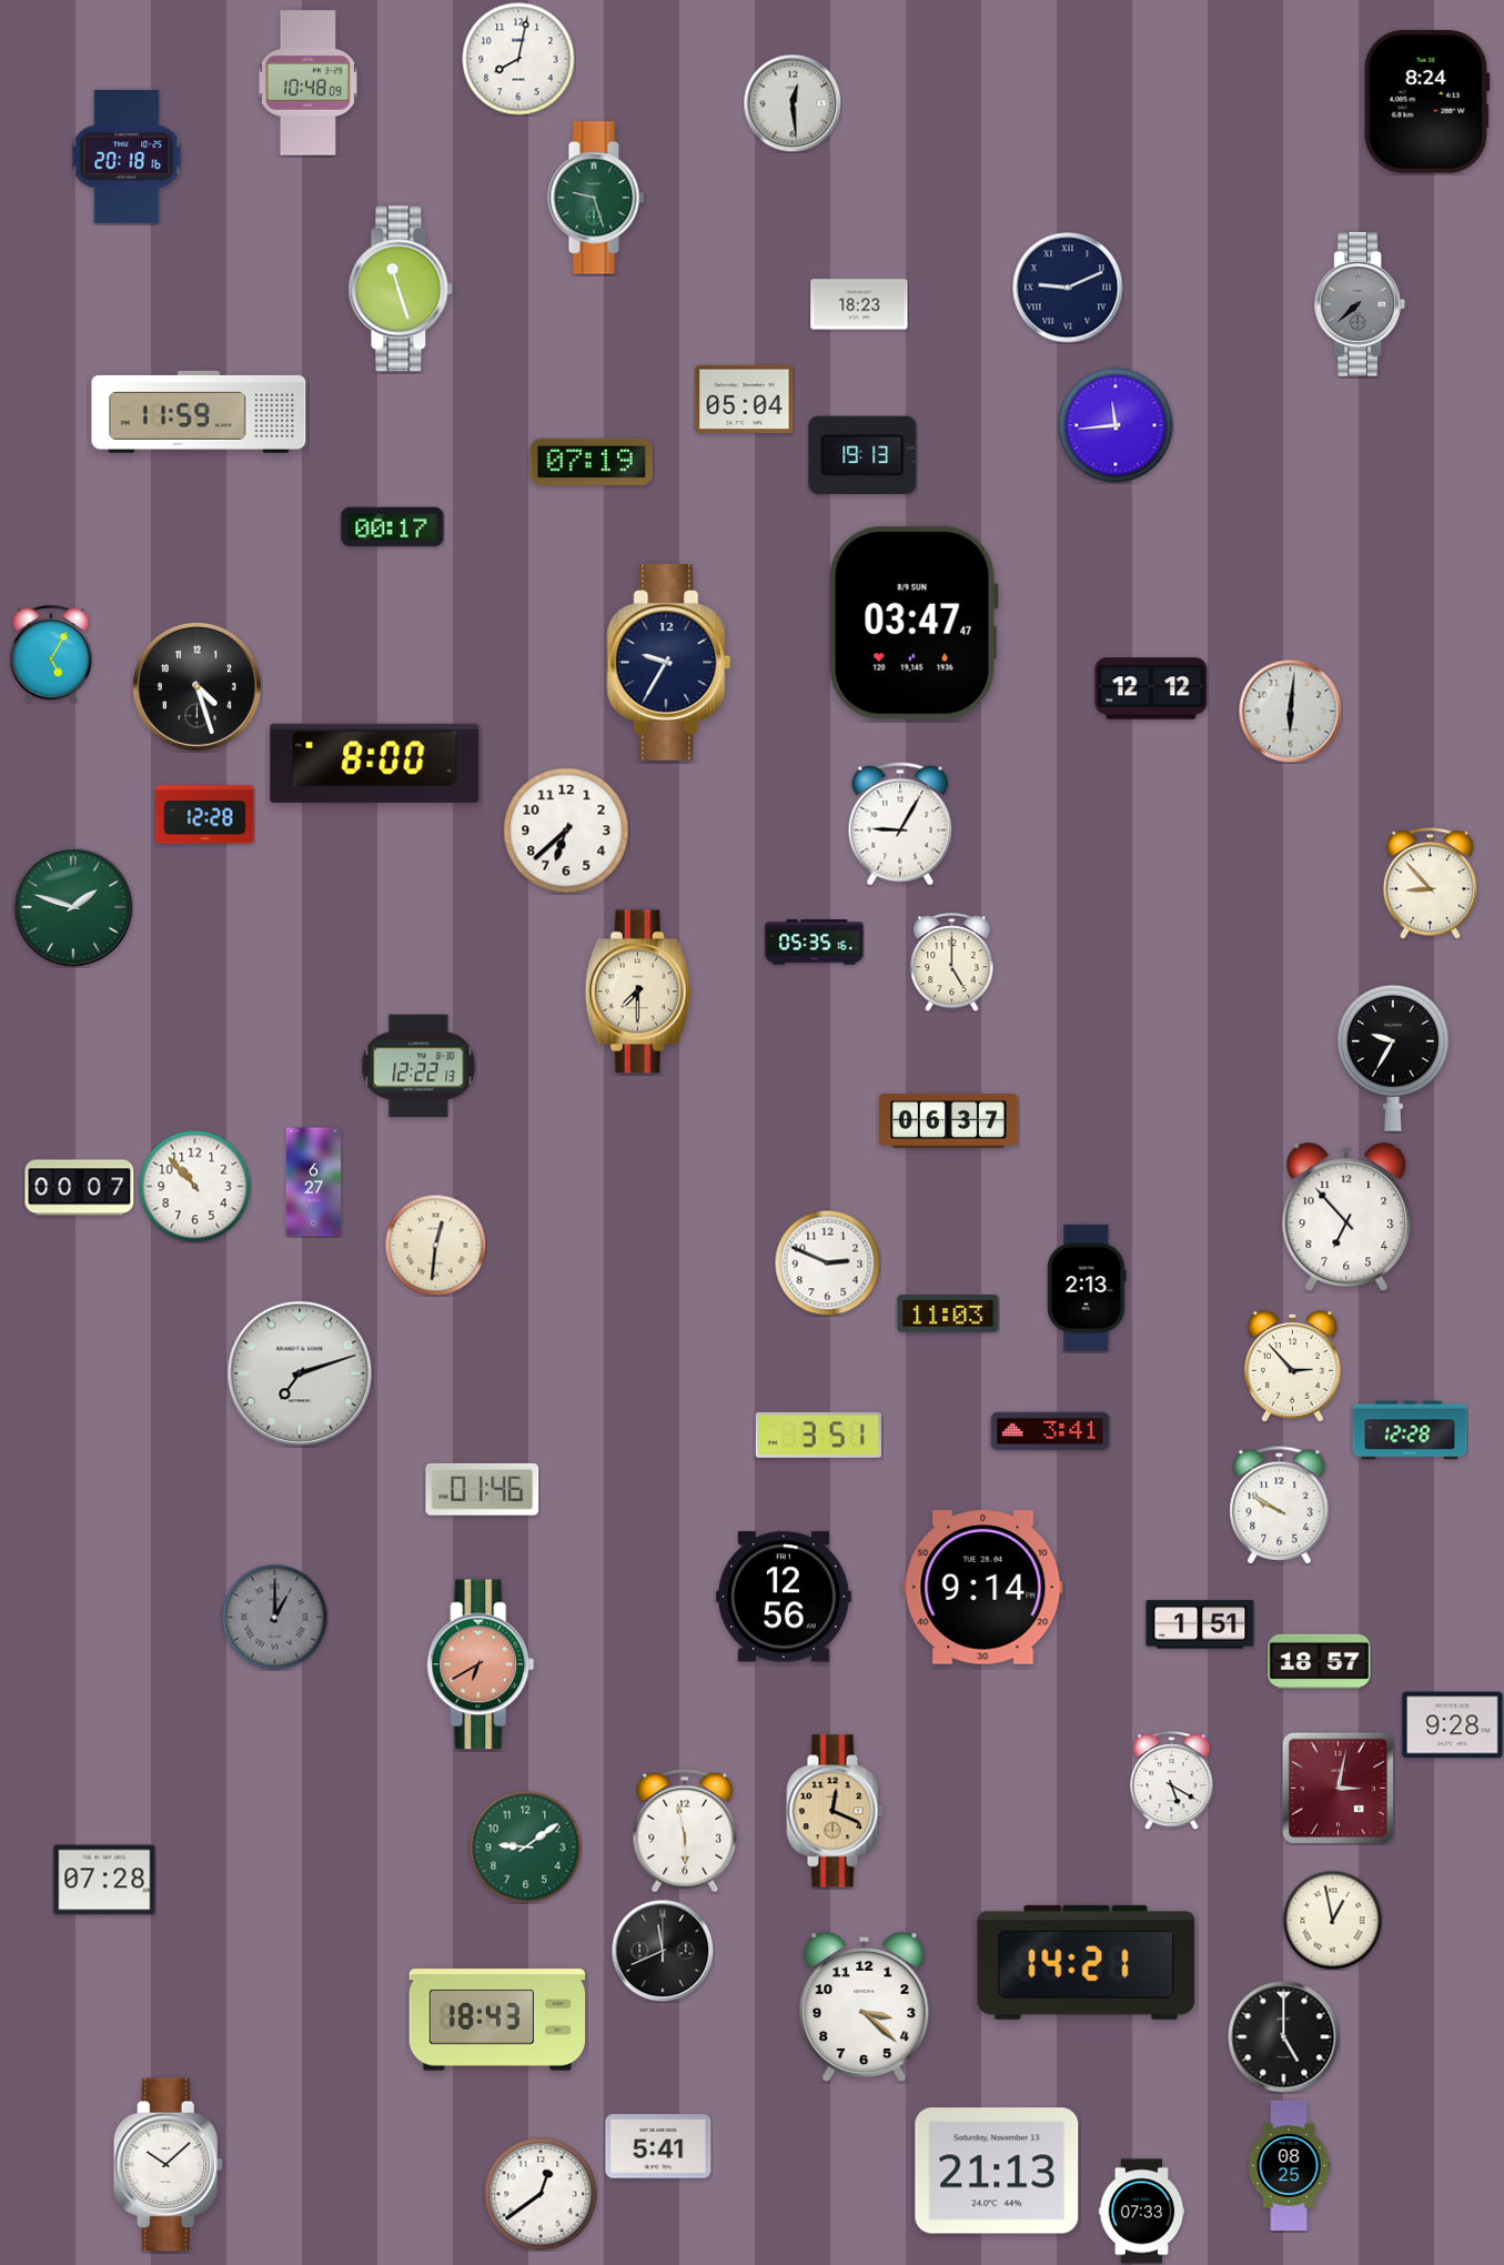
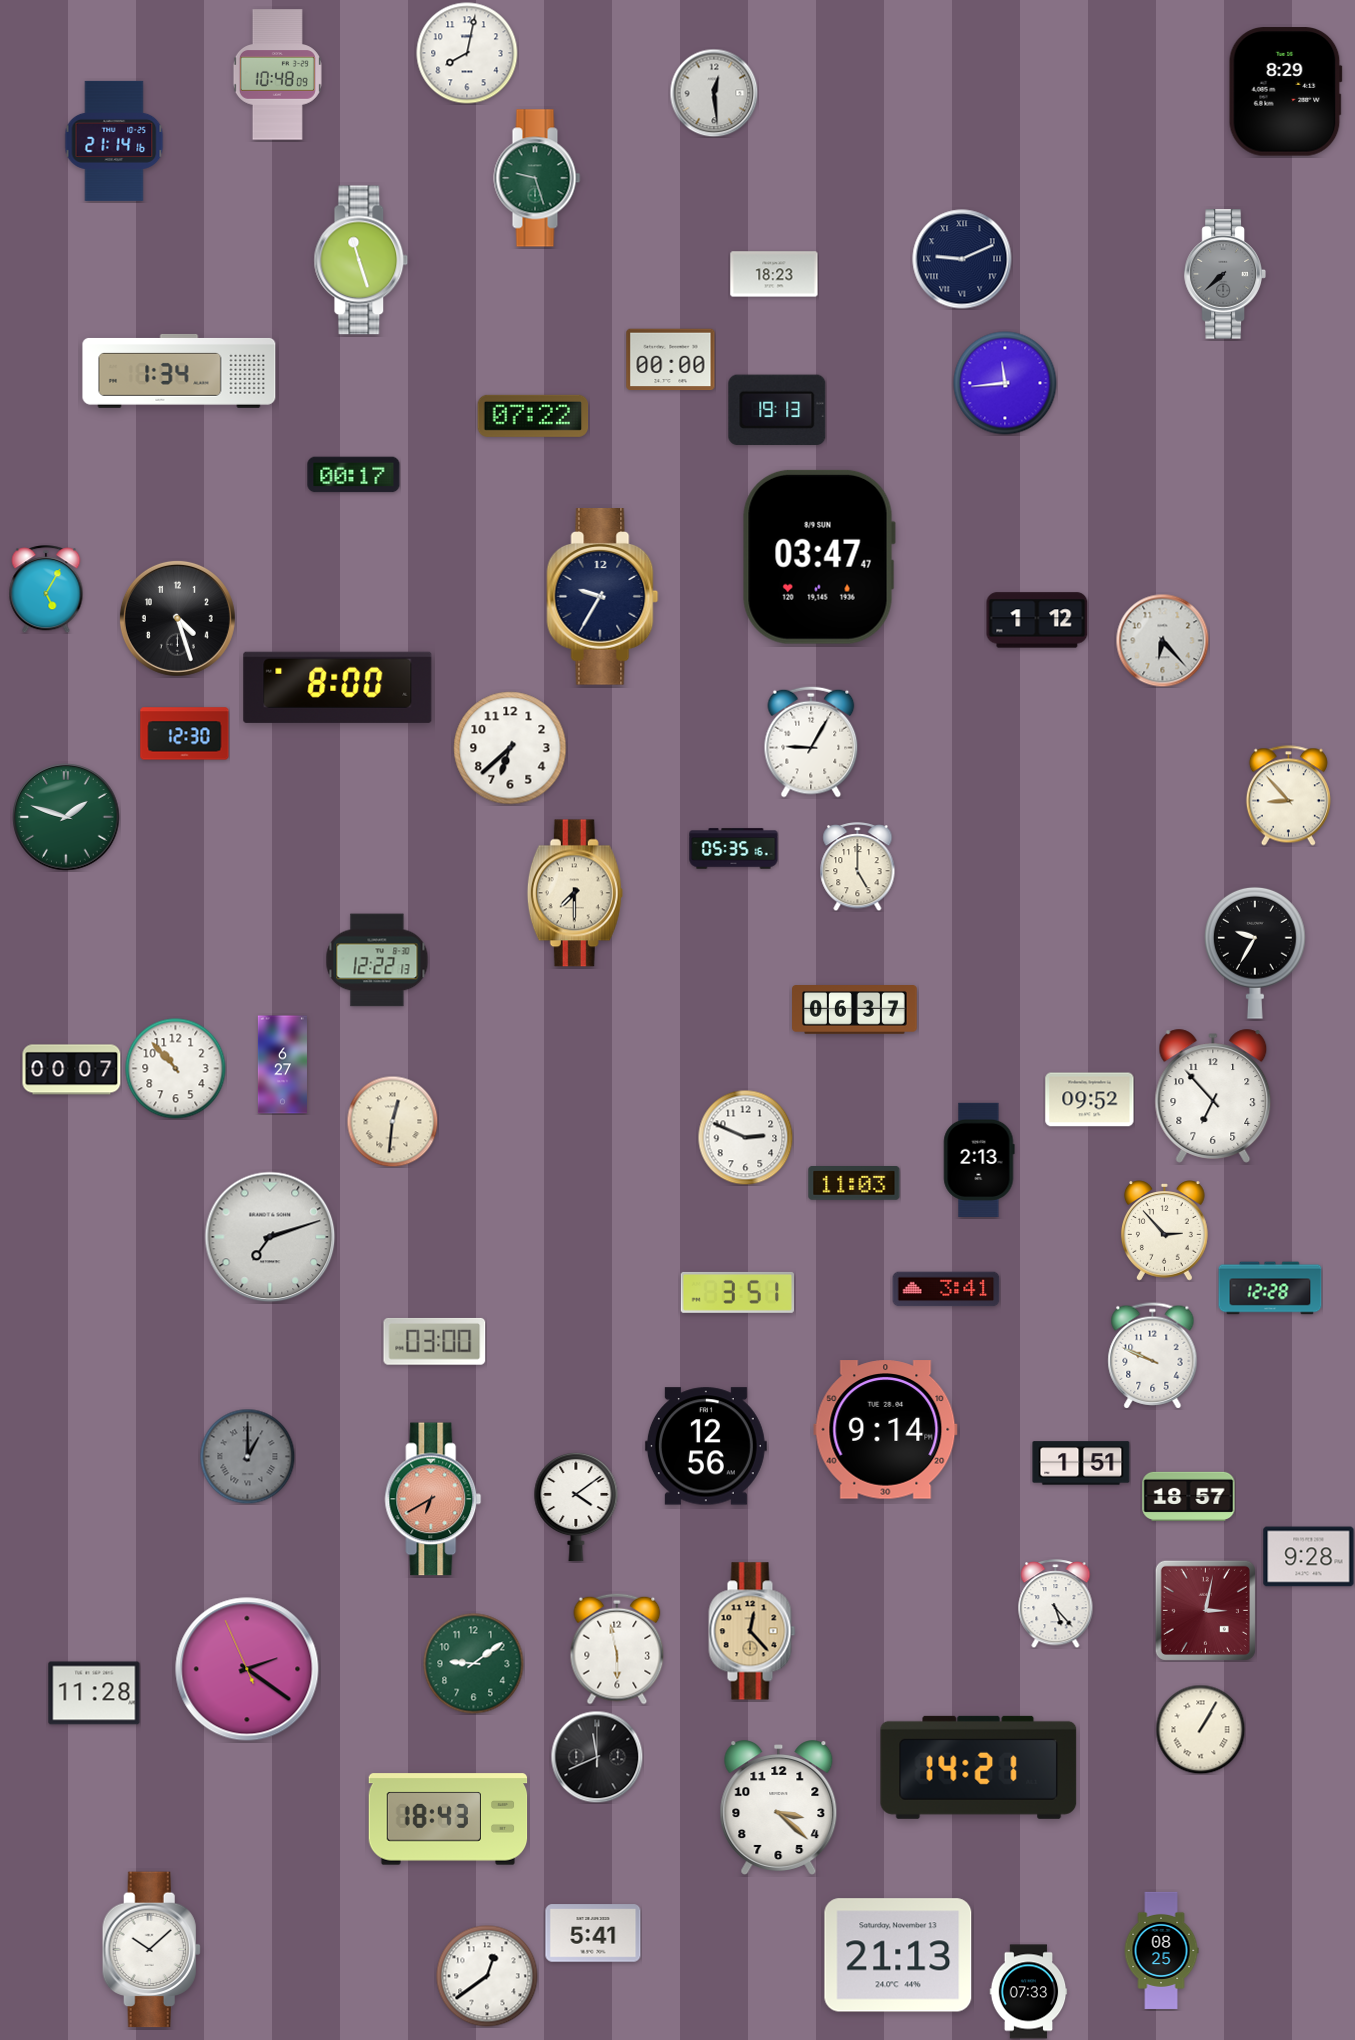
clock at (1426, 102): 8:24 -> 8:29
clock at (127, 157): 20:18 -> 21:14
clock at (745, 400): 05:04 -> 00:00
clock at (199, 412): 11:59 -> 1:34
clock at (592, 462): 07:19 -> 07:22
clock at (913, 623) position: (913, 623) -> (819, 557)
clock at (1151, 688): 12:12 -> 1:12
clock at (1290, 711): 6:01 -> 6:23
clock at (205, 815): 12:28 -> 12:30
clock at (1090, 1100): none -> 09:52
clock at (483, 1489): 01:46 -> 03:00
clock at (1280, 1506): 9:50 -> 9:49
clock at (784, 1597) position: (784, 1597) -> (706, 1446)
clock at (576, 1507): none -> 4:09
clock at (1453, 1725) position: (1453, 1725) -> (1309, 1557)
clock at (1172, 1781): 5:20 -> 5:23
clock at (835, 1811): 12:19 -> 12:23
clock at (247, 1669): none -> 2:20
clock at (104, 1880): 07:28 -> 11:28
clock at (1332, 1920): 12:58 -> 1:05
clock at (1284, 2037): 5:00 -> none
